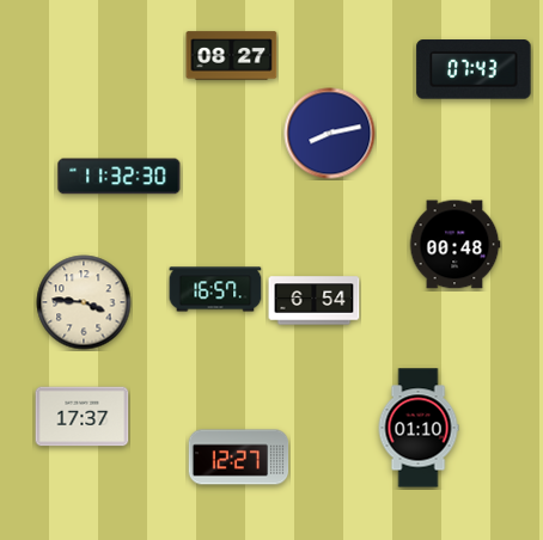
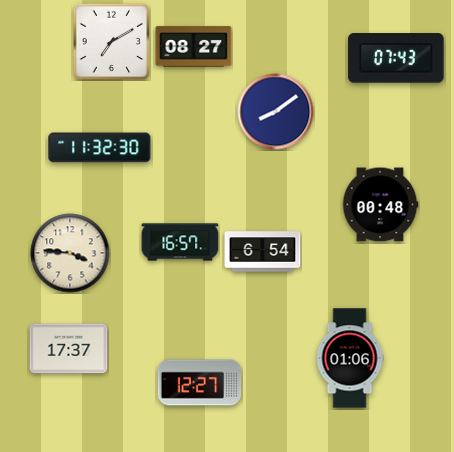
clock at (111, 41): none -> 7:10
clock at (330, 134): 8:13 -> 8:09
clock at (419, 428): 01:10 -> 01:06
